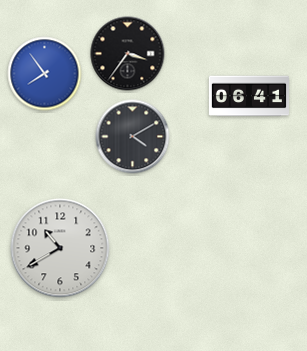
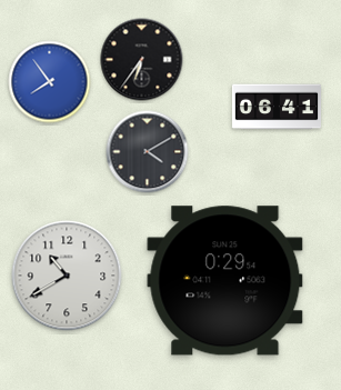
clock at (128, 54): 3:36 -> 6:36
clock at (225, 281): none -> 0:29
